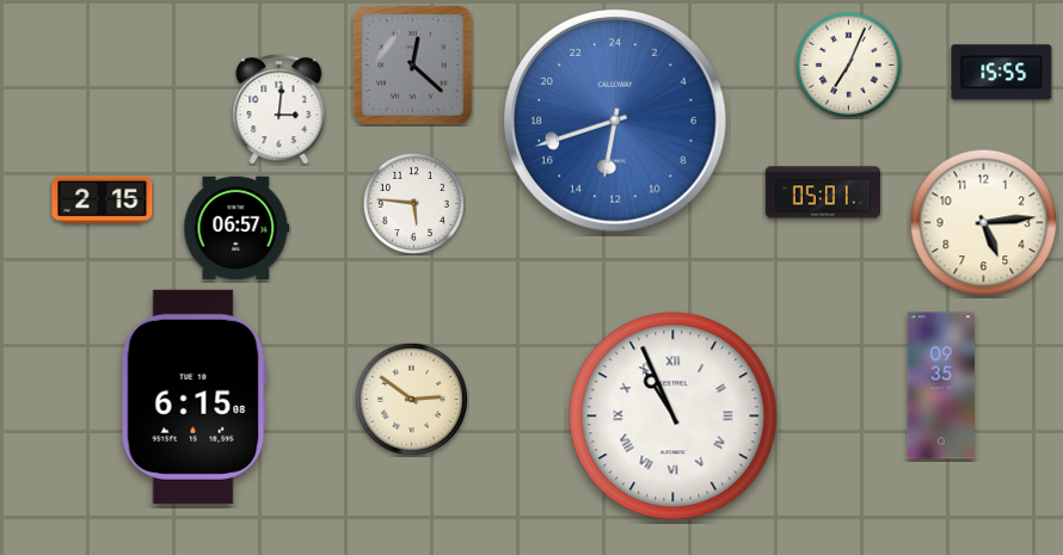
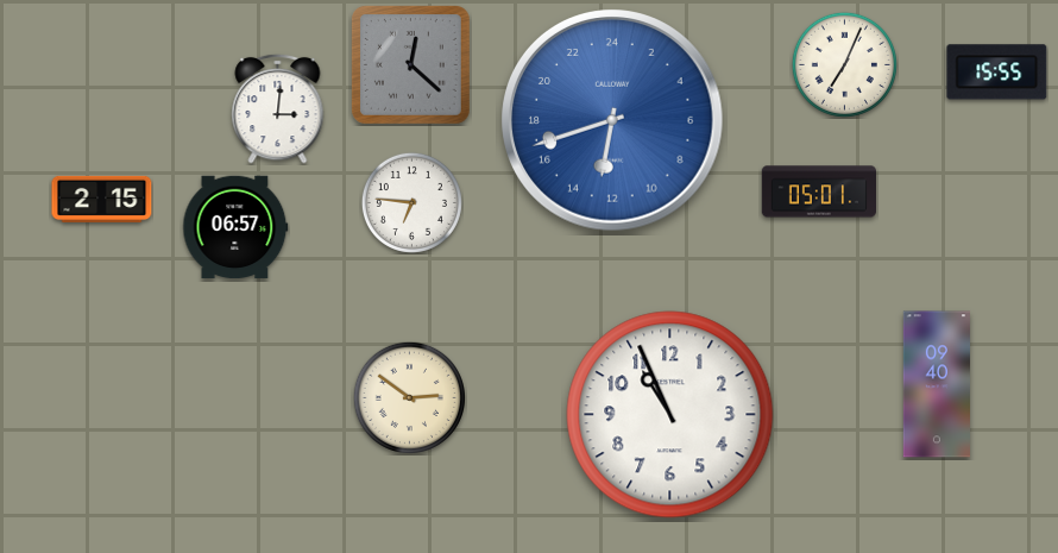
clock at (413, 203): 5:46 -> 6:46
clock at (984, 223): 5:14 -> none
clock at (940, 386): 09:35 -> 09:40
clock at (193, 396): 6:15 -> none
clock at (674, 417) numerals: Roman -> Arabic
